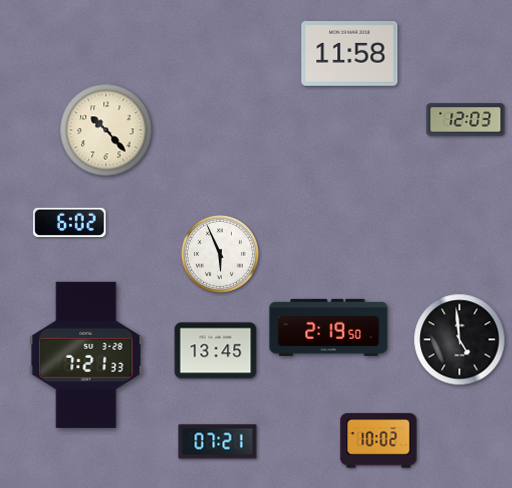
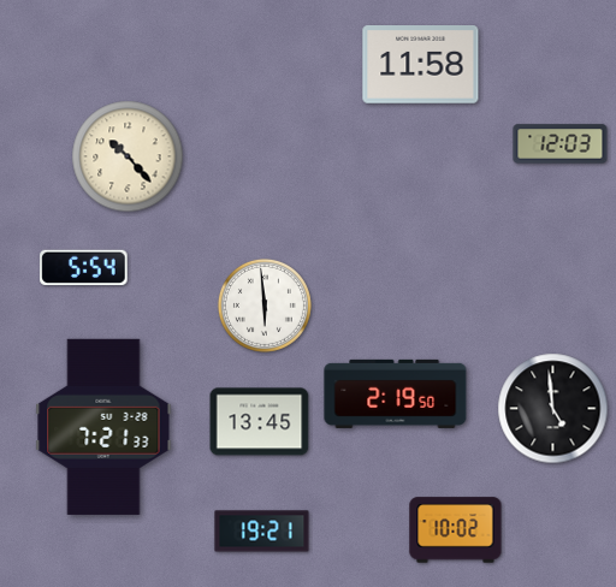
clock at (70, 222): 6:02 -> 5:54
clock at (220, 254): 5:56 -> 5:59
clock at (218, 442): 07:21 -> 19:21
